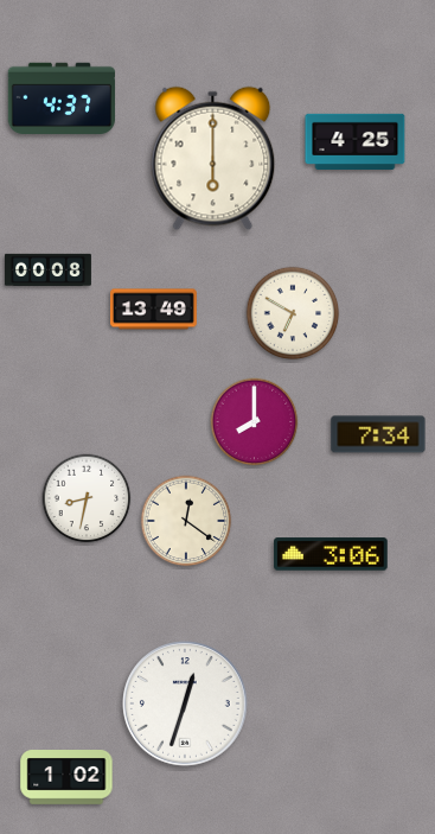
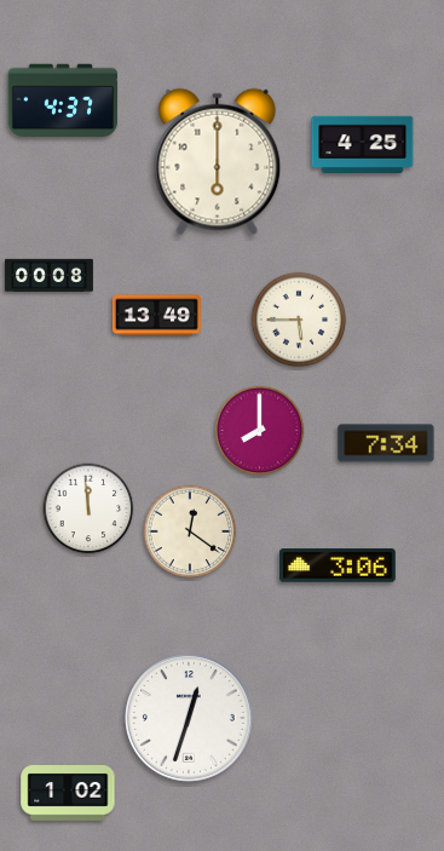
clock at (293, 313): 6:50 -> 5:45
clock at (87, 498): 8:32 -> 11:59
